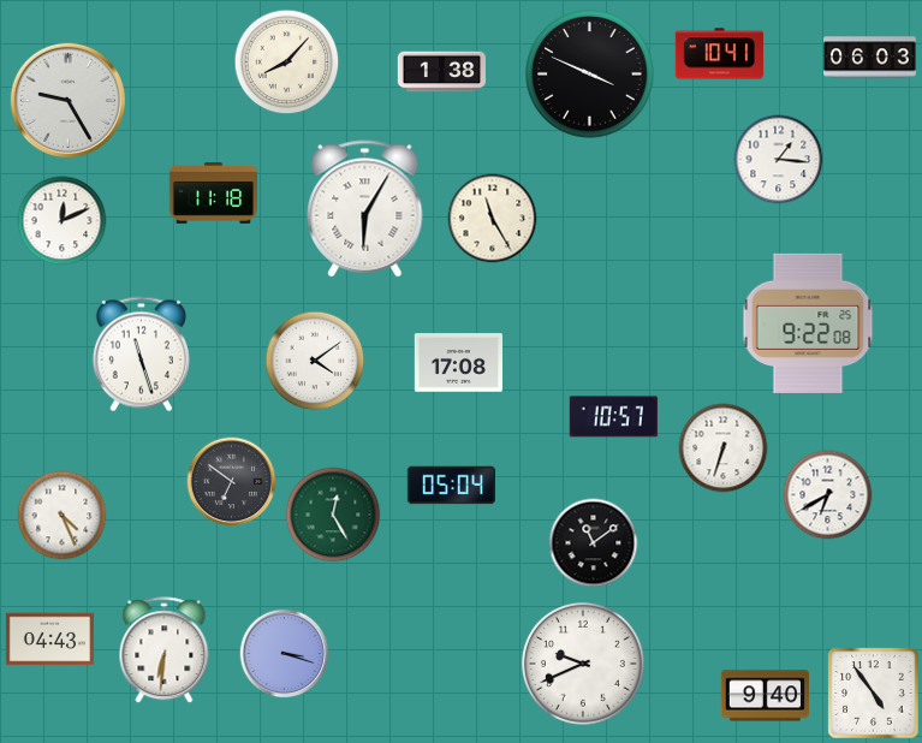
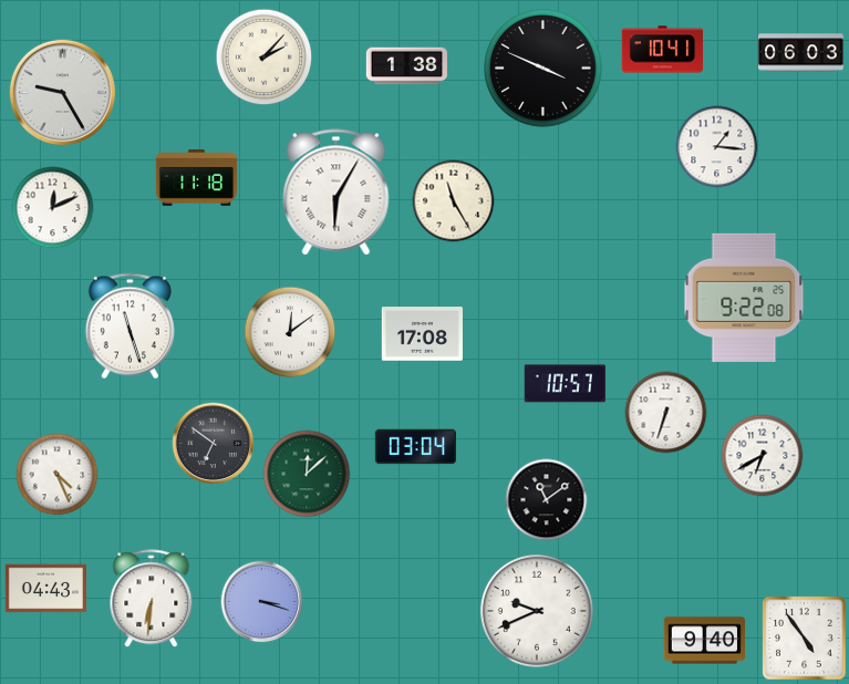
clock at (287, 63): 8:07 -> 2:07
clock at (63, 221) position: (63, 221) -> (53, 208)
clock at (315, 361): 4:09 -> 12:09
clock at (451, 486): 05:04 -> 03:04
clock at (333, 515): 12:25 -> 12:08
